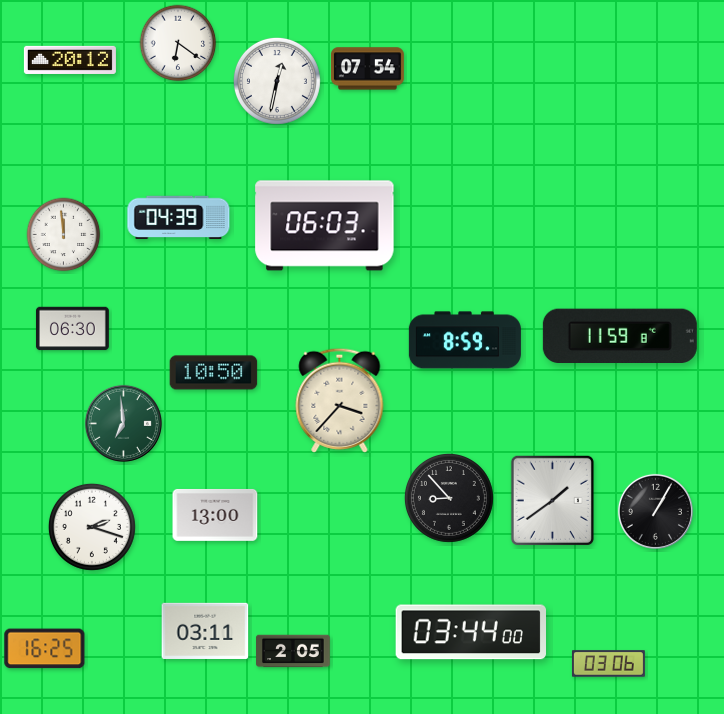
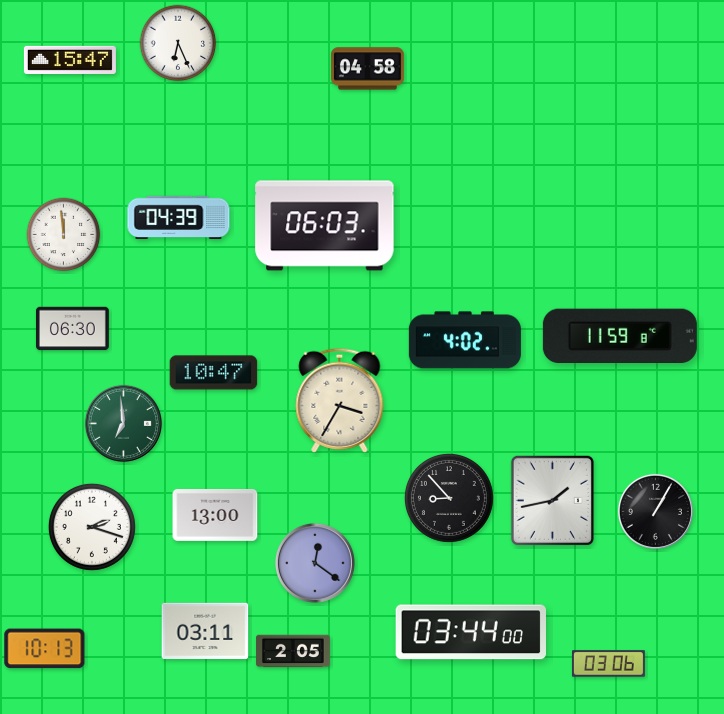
clock at (178, 43): 6:21 -> 6:26
clock at (70, 60): 20:12 -> 15:47
clock at (367, 69): 07:54 -> 04:58
clock at (277, 81): 12:32 -> none
clock at (465, 340): 8:59 -> 4:02
clock at (214, 373): 10:50 -> 10:47
clock at (340, 400): 3:37 -> 3:35
clock at (552, 500): 1:39 -> 1:43
clock at (315, 563): none -> 12:21
clock at (45, 649): 16:25 -> 10:13
